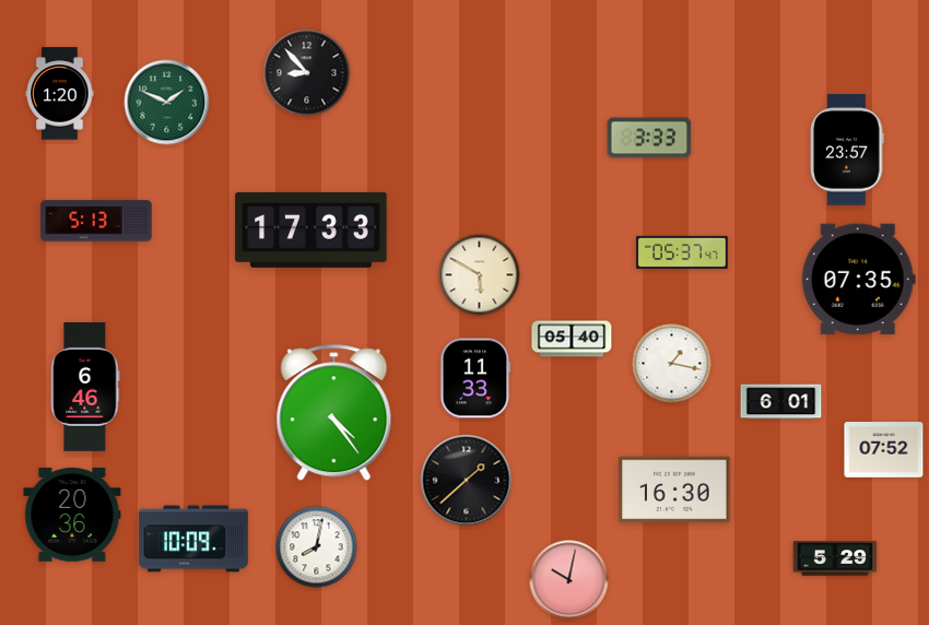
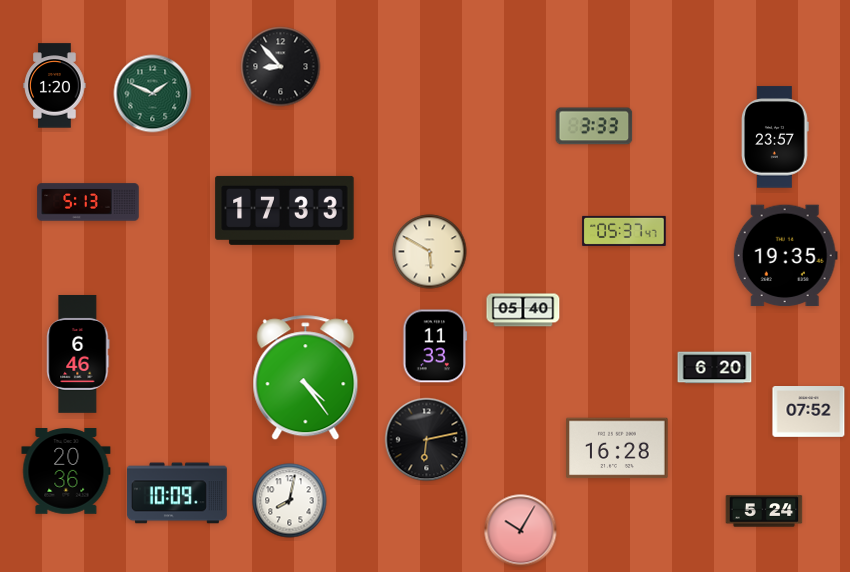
clock at (480, 275) position: (480, 275) -> (430, 252)
clock at (858, 280): 07:35 -> 19:35
clock at (672, 364): 1:17 -> none
clock at (781, 402): 6:01 -> 6:20
clock at (467, 481): 1:38 -> 6:13
clock at (674, 490): 16:30 -> 16:28
clock at (835, 558): 5:29 -> 5:24
clock at (569, 580): 10:02 -> 10:05
